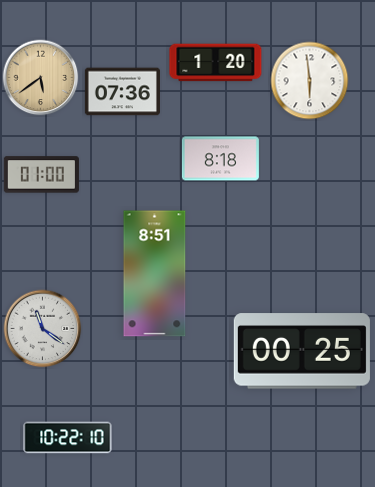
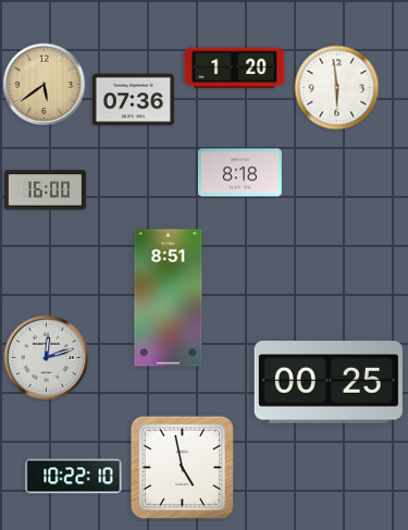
clock at (41, 175): 01:00 -> 16:00
clock at (43, 329): 11:21 -> 12:12
clock at (182, 467): none -> 4:58
